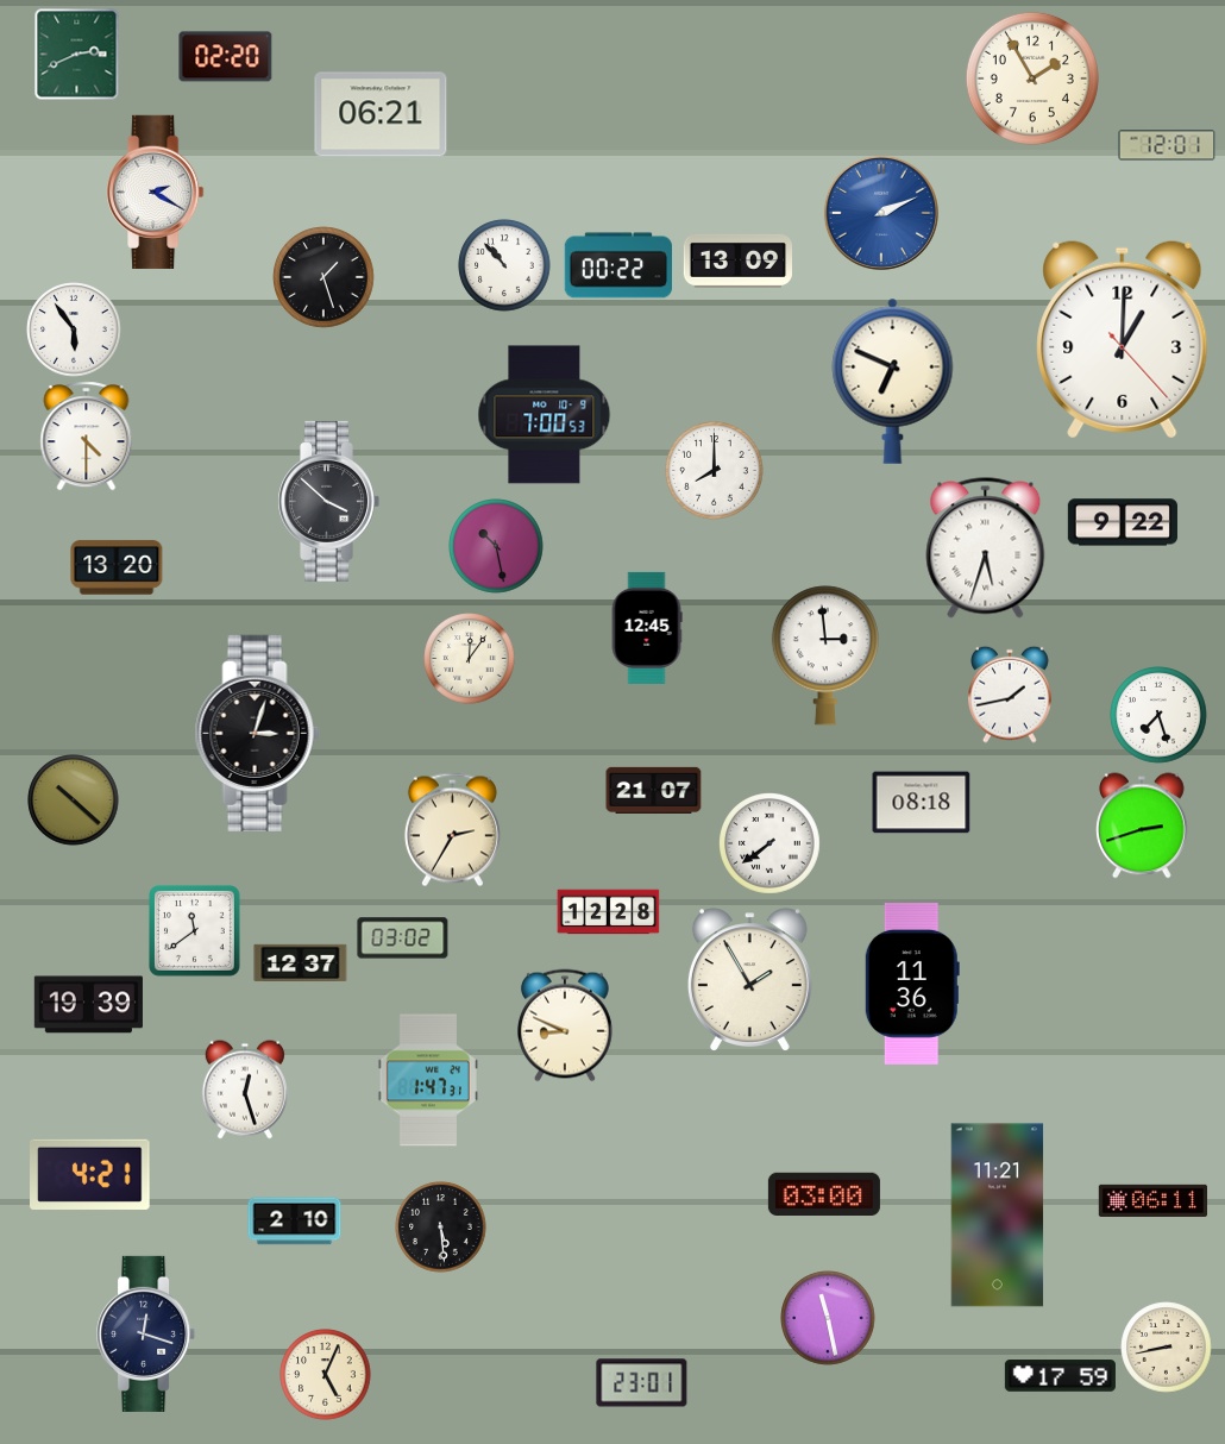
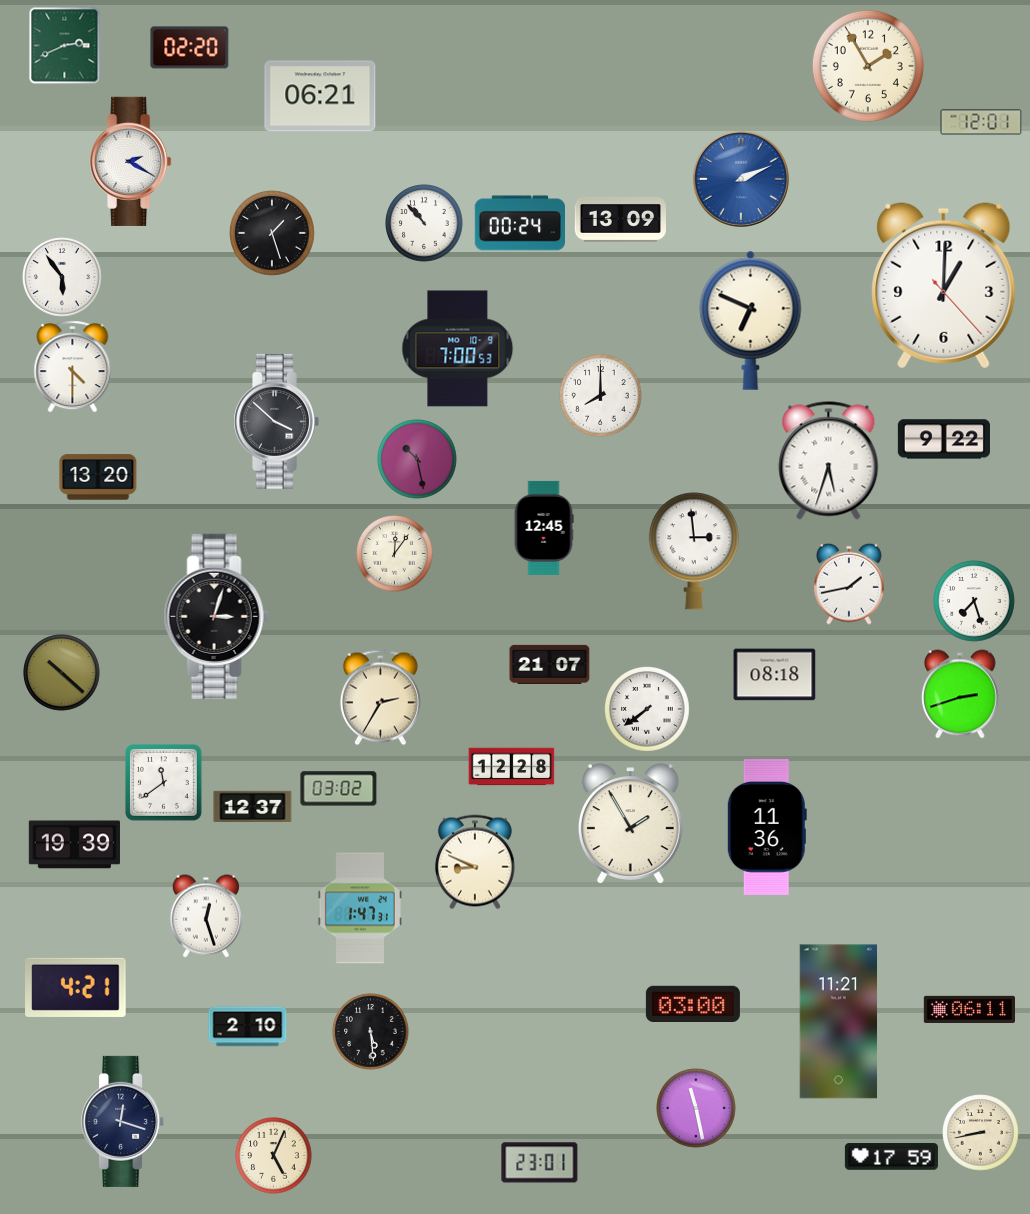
clock at (617, 265): 00:22 -> 00:24
clock at (301, 962) position: (301, 962) -> (253, 806)
